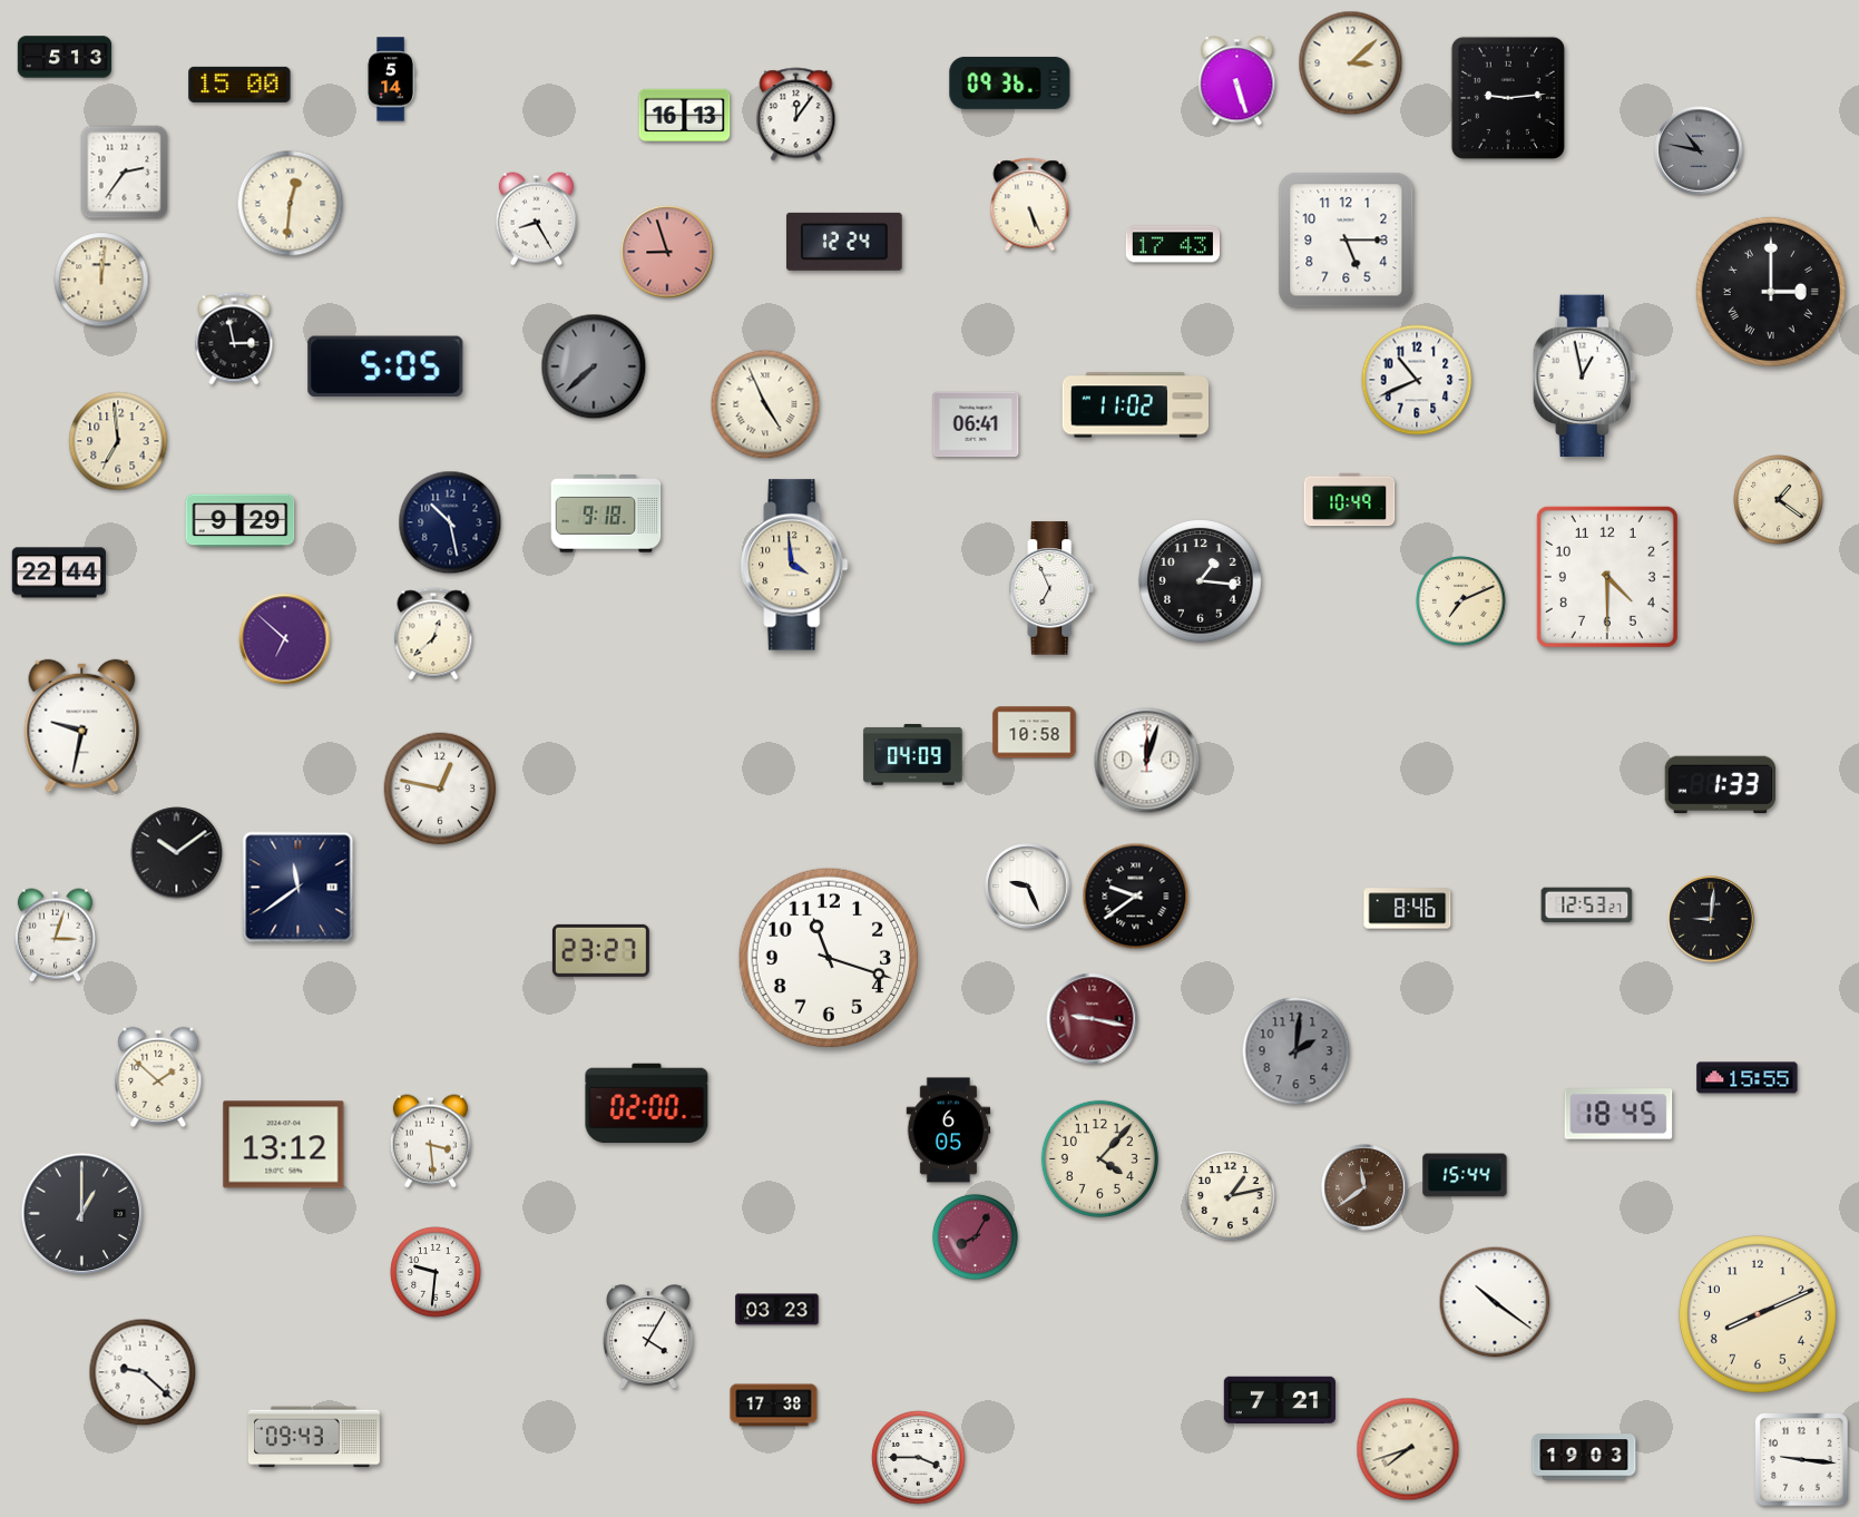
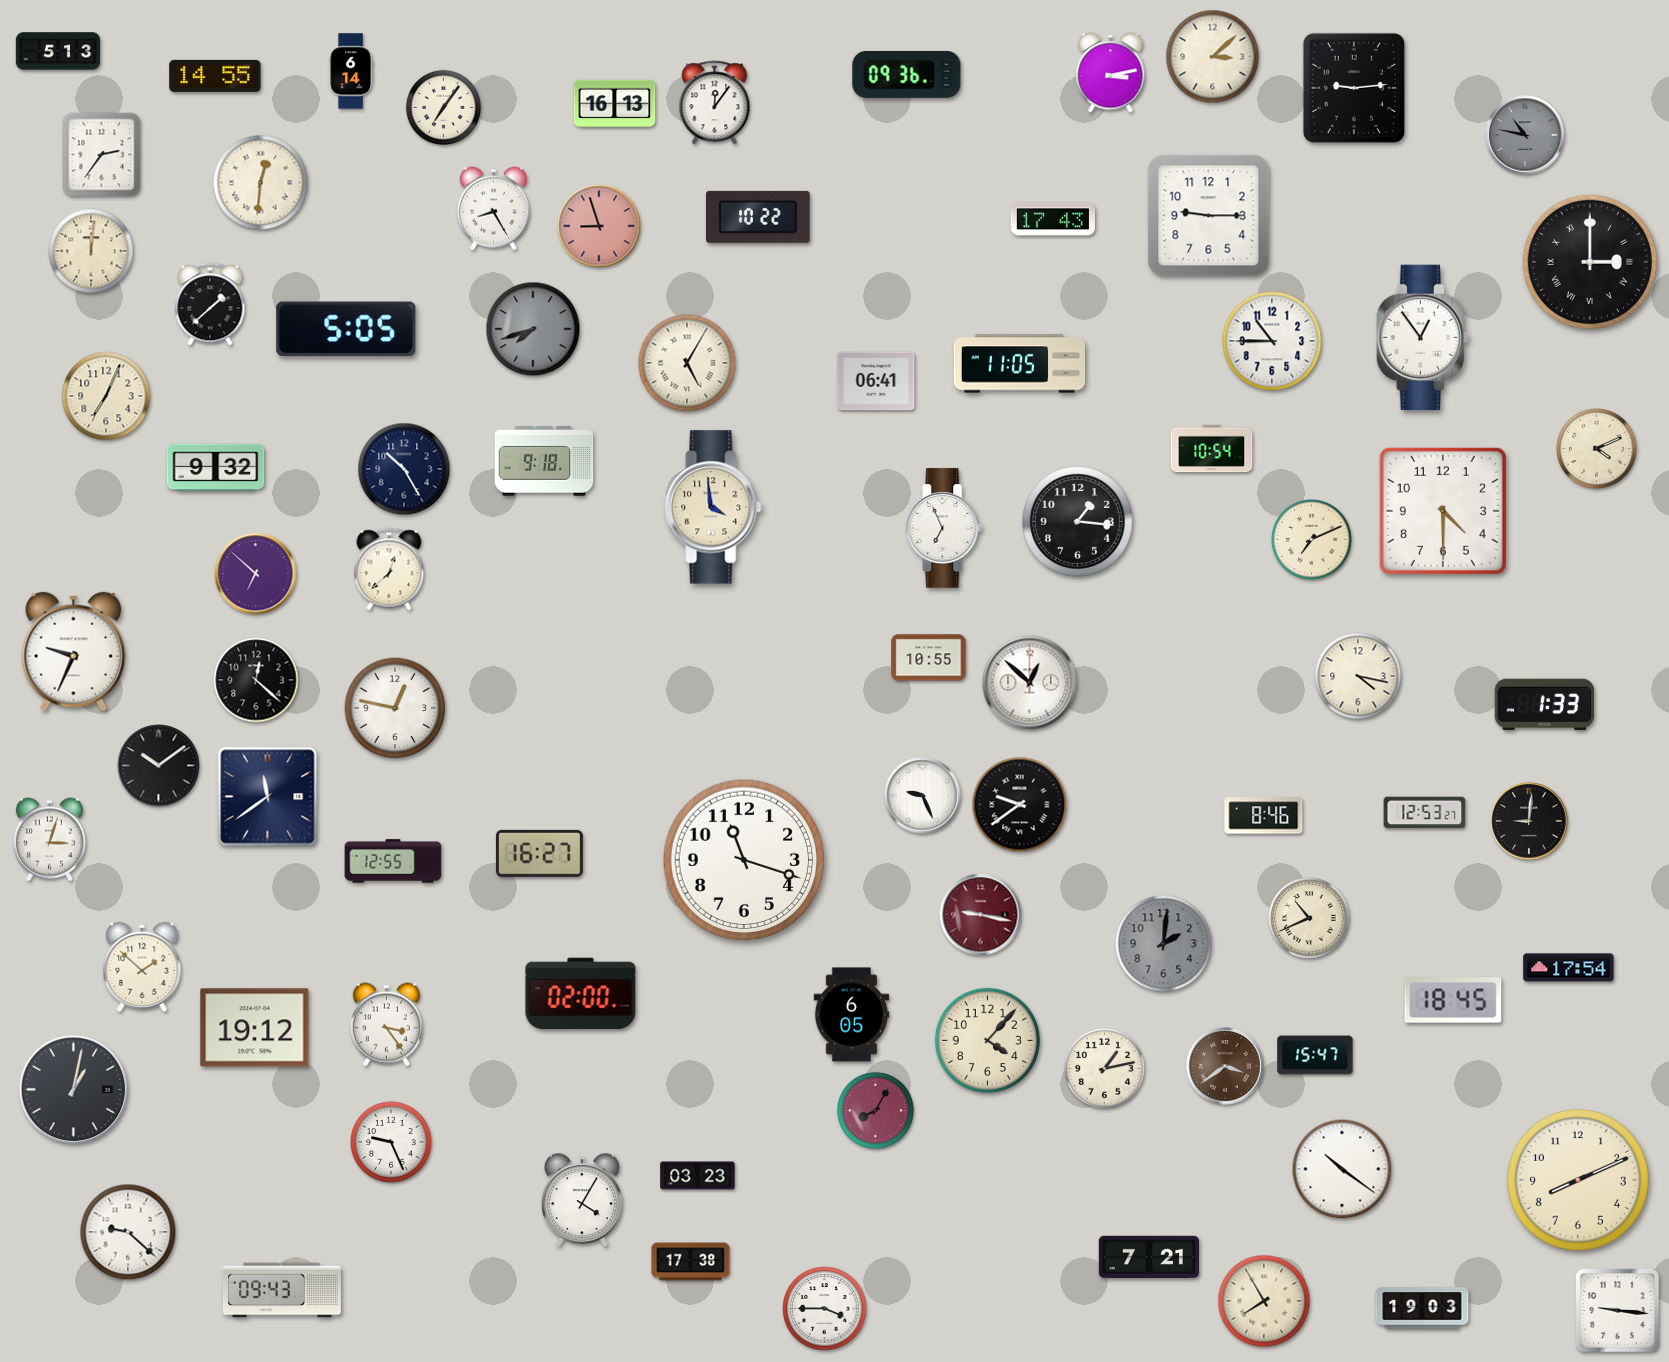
clock at (391, 79): 5:14 -> 6:14
clock at (1237, 81): 5:27 -> 3:13
clock at (239, 85): 15:00 -> 14:55
clock at (443, 107): none -> 7:06
clock at (125, 173) position: (125, 173) -> (102, 155)
clock at (1030, 205): 5:26 -> none
clock at (536, 219) position: (536, 219) -> (493, 209)
clock at (1347, 241): 5:15 -> 9:15
clock at (845, 242): 12:24 -> 10:22
clock at (234, 339): 2:58 -> 1:38
clock at (594, 366): 7:38 -> 7:42
clock at (1584, 376): 12:58 -> 12:54
clock at (1417, 380): 10:41 -> 10:45
clock at (765, 404): 4:56 -> 5:05
clock at (1135, 405): 11:02 -> 11:05
clock at (118, 441): 6:59 -> 7:04
clock at (1350, 500): 10:49 -> 10:54
clock at (1779, 500): 1:21 -> 4:11
clock at (241, 521): 9:29 -> 9:32
clock at (450, 522): 10:28 -> 10:25
clock at (58, 572): 22:44 -> none
clock at (1607, 577) position: (1607, 577) -> (1443, 511)
clock at (82, 726): 9:32 -> 9:34
clock at (1035, 733): 10:58 -> 10:55
clock at (1358, 676): none -> 4:17
clock at (913, 755): 04:09 -> none
clock at (256, 680): none -> 12:22
clock at (1147, 761): 12:03 -> 12:52
clock at (1711, 919) position: (1711, 919) -> (1529, 821)
clock at (600, 950): 23:27 -> 16:27
clock at (393, 861): none -> 12:55
clock at (1309, 918): none -> 10:41
clock at (1748, 1078): 15:55 -> 17:54
clock at (647, 1104) position: (647, 1104) -> (581, 994)
clock at (430, 1142): 3:29 -> 3:24
clock at (284, 1145): 13:12 -> 19:12
clock at (1465, 1175): 15:44 -> 15:47
clock at (1364, 1187): 11:39 -> 3:39
clock at (1231, 1196) position: (1231, 1196) -> (1105, 1069)
clock at (82, 1214): 1:00 -> 1:02
clock at (436, 1272): 9:31 -> 9:26
clock at (774, 1406) position: (774, 1406) -> (691, 1262)
clock at (1408, 1449): 7:42 -> 7:55
